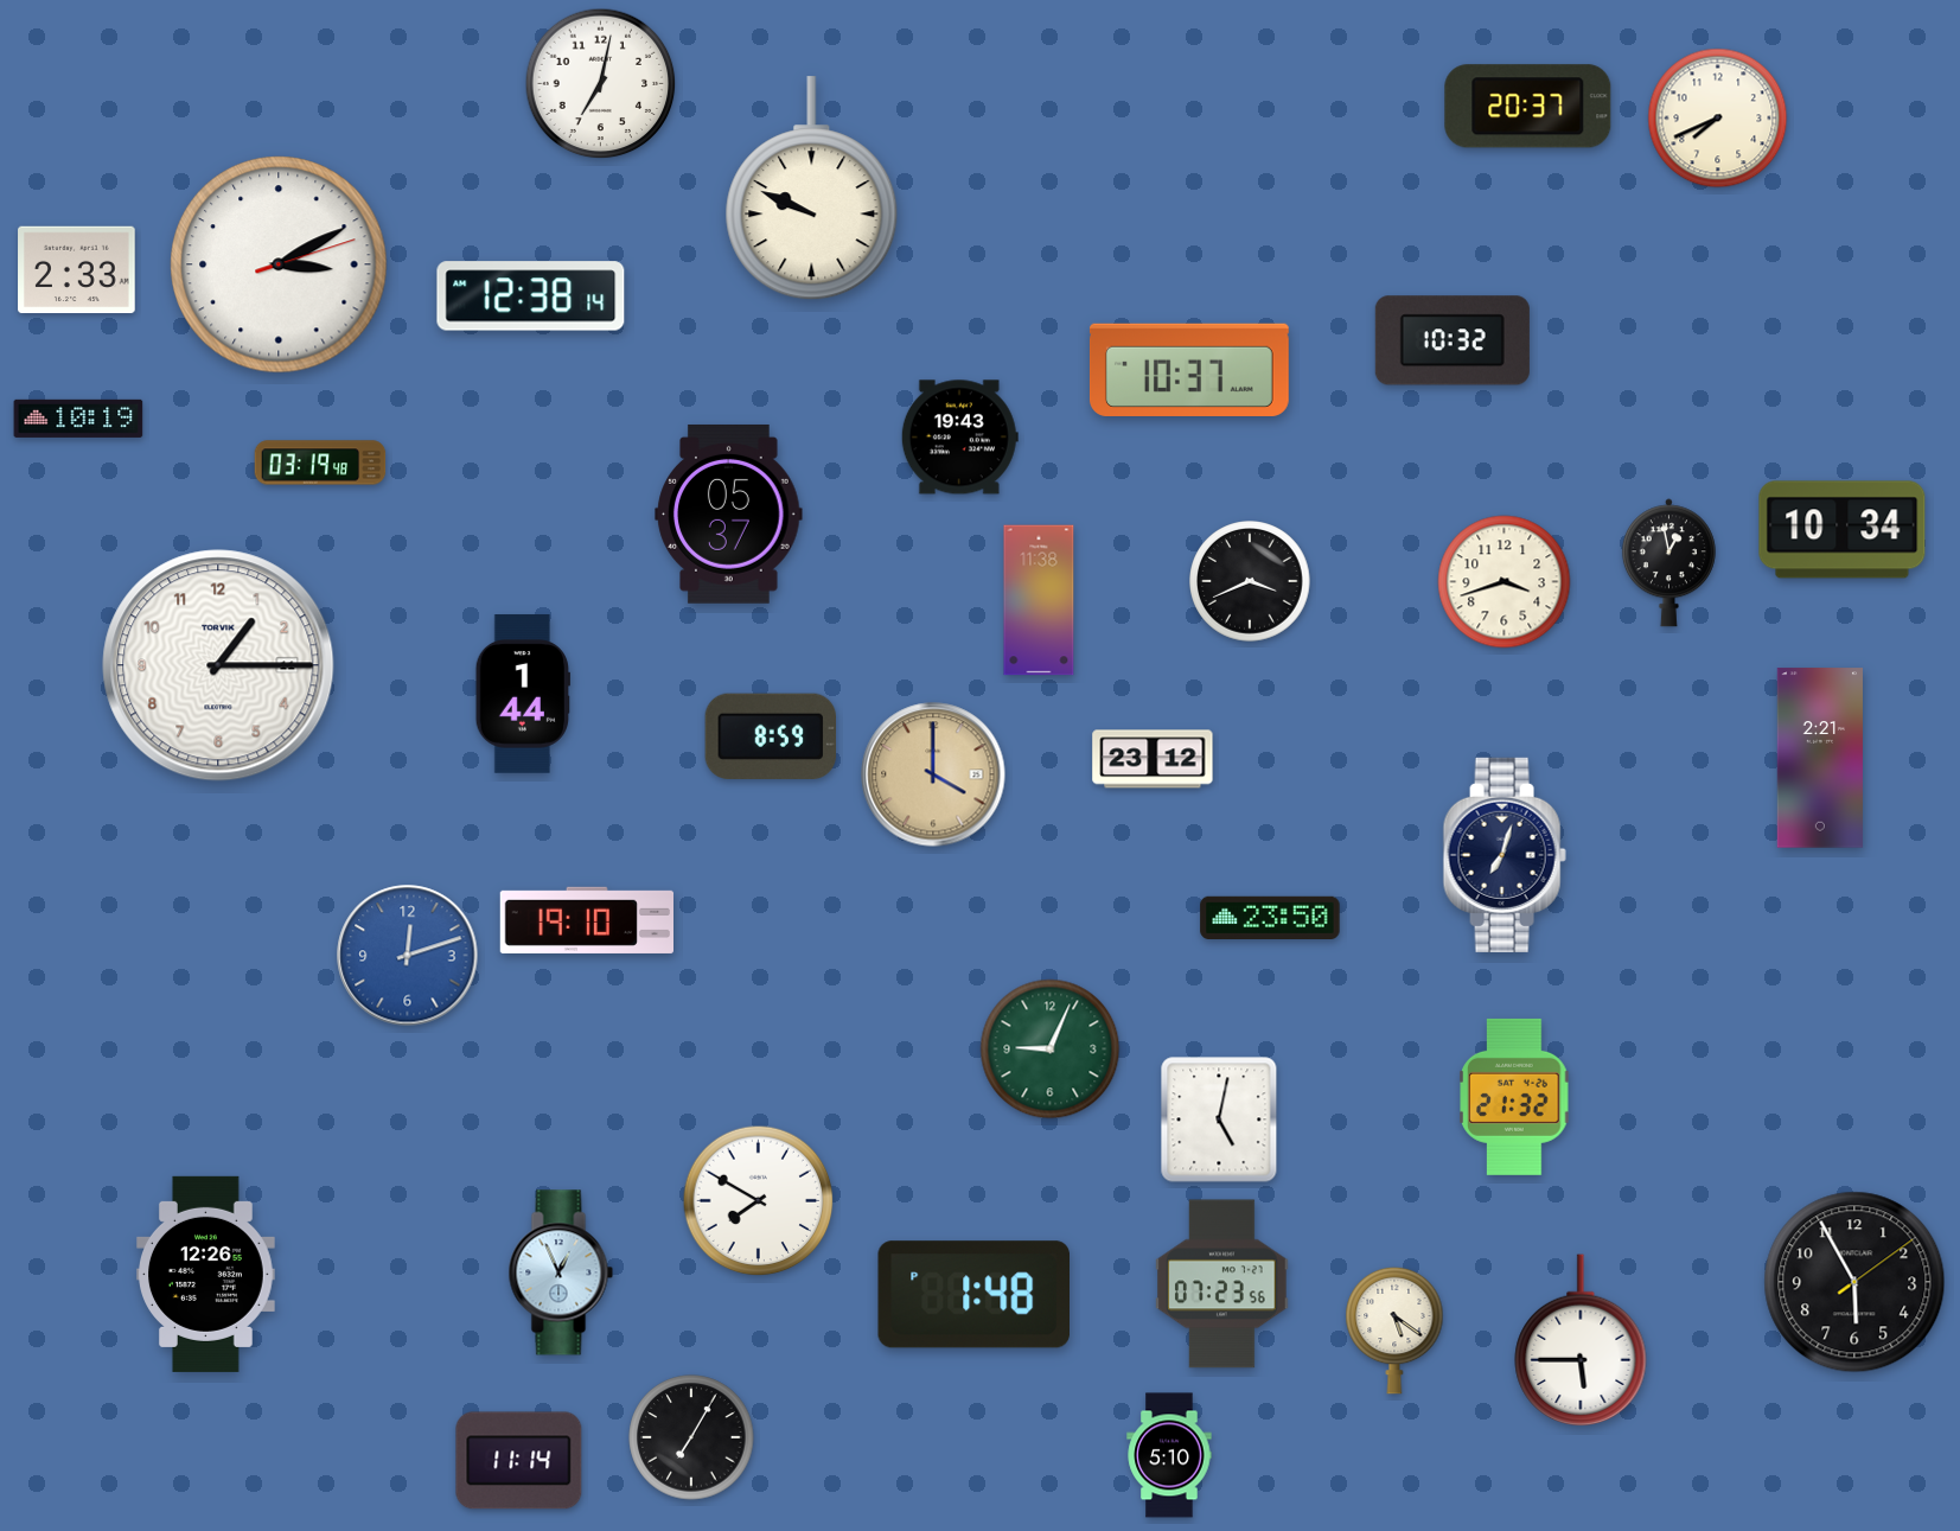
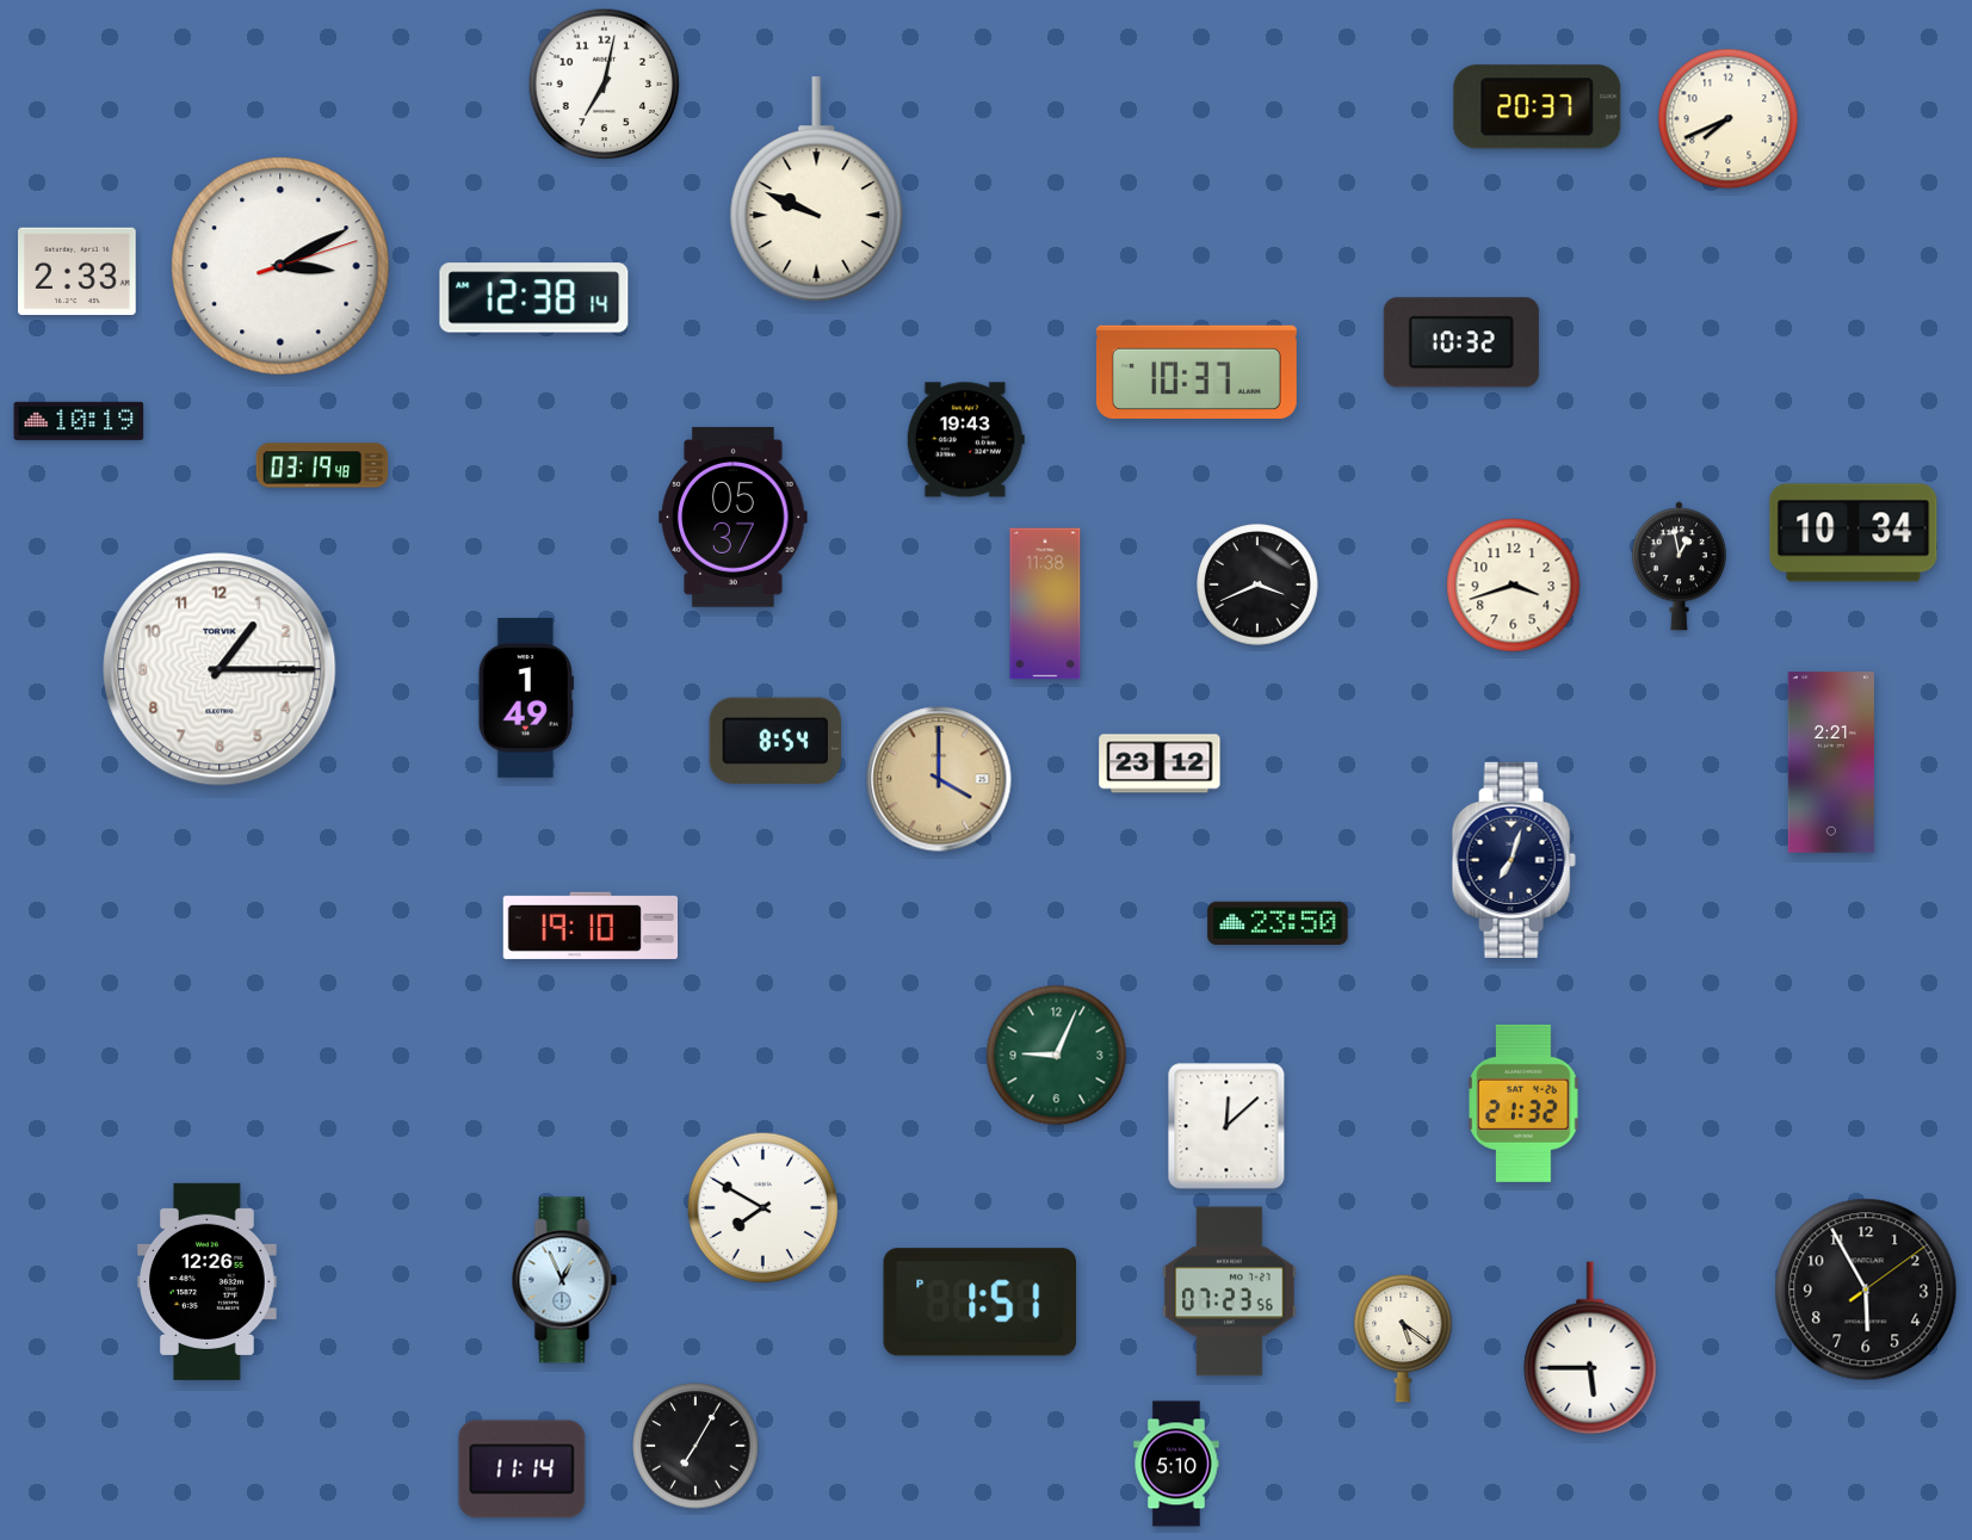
clock at (523, 694): 1:44 -> 1:49
clock at (770, 735): 8:59 -> 8:54
clock at (408, 956): 12:12 -> none
clock at (1219, 1119): 5:02 -> 12:08
clock at (973, 1295): 1:48 -> 1:51
